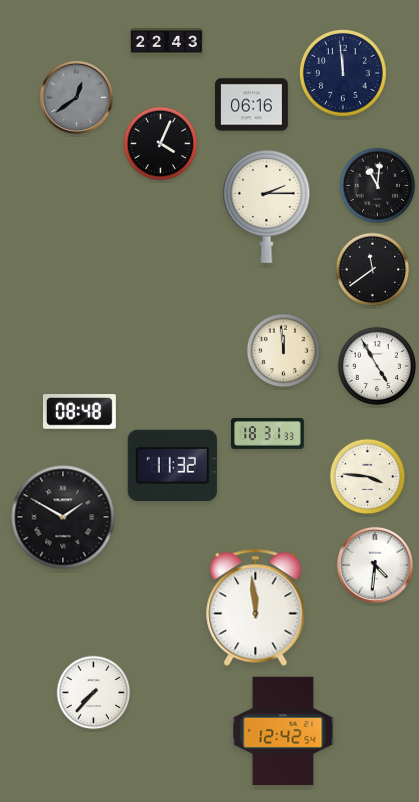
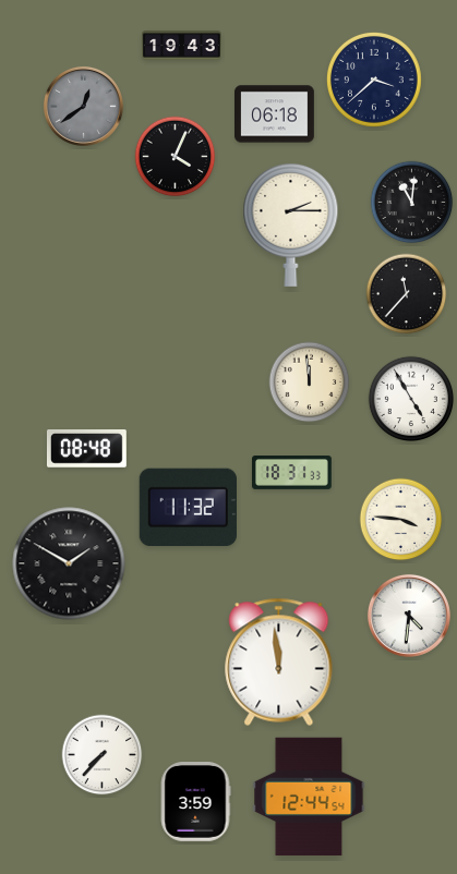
clock at (167, 42): 22:43 -> 19:43
clock at (343, 73): 11:59 -> 3:38
clock at (252, 105): 06:16 -> 06:18
clock at (373, 270): 11:39 -> 11:37
clock at (283, 731): 12:42 -> 12:44
clock at (195, 802): none -> 3:59
